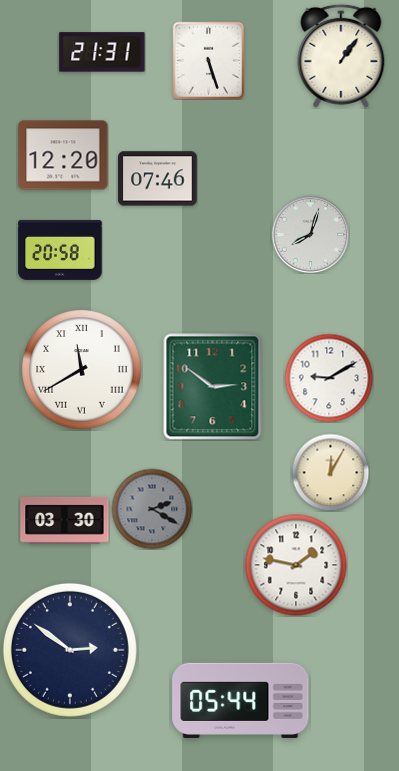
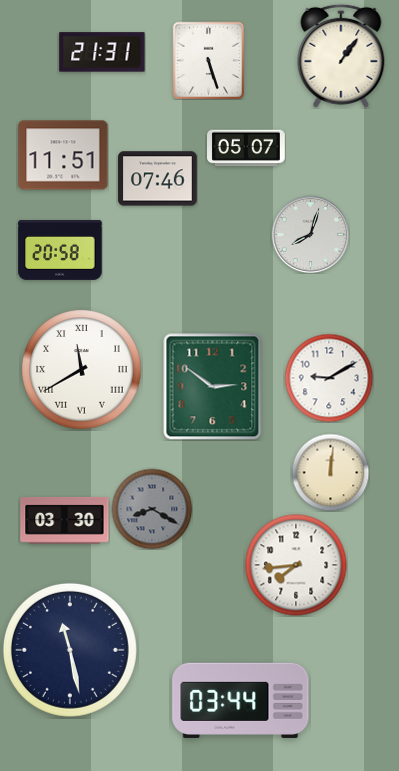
clock at (247, 148): none -> 05:07
clock at (63, 155): 12:20 -> 11:51
clock at (330, 472): 12:05 -> 12:01
clock at (152, 509): 2:20 -> 8:20
clock at (296, 565): 1:47 -> 7:44
clock at (70, 650): 2:51 -> 11:28
clock at (241, 700): 05:44 -> 03:44
